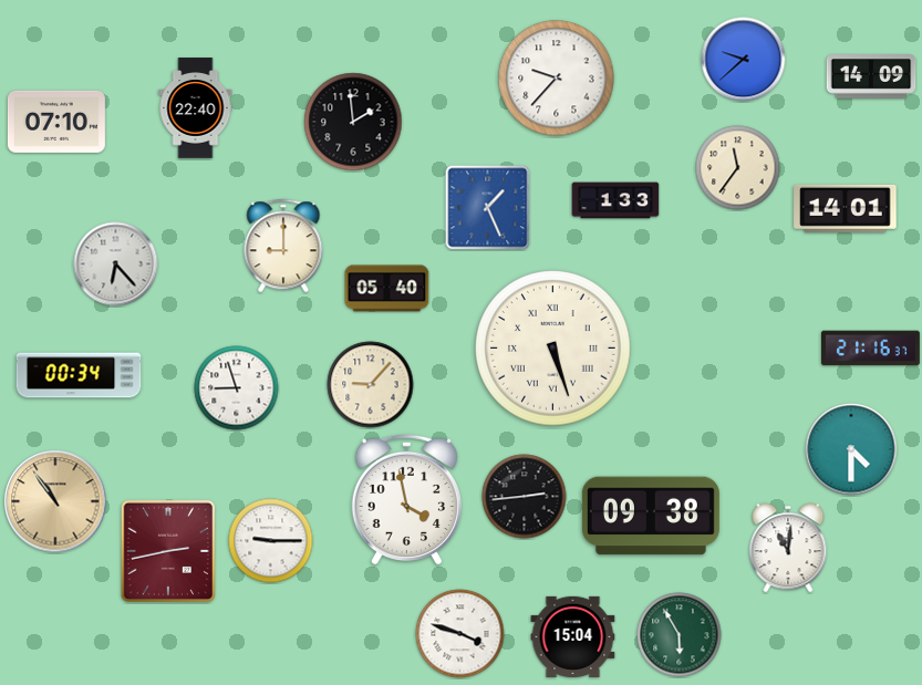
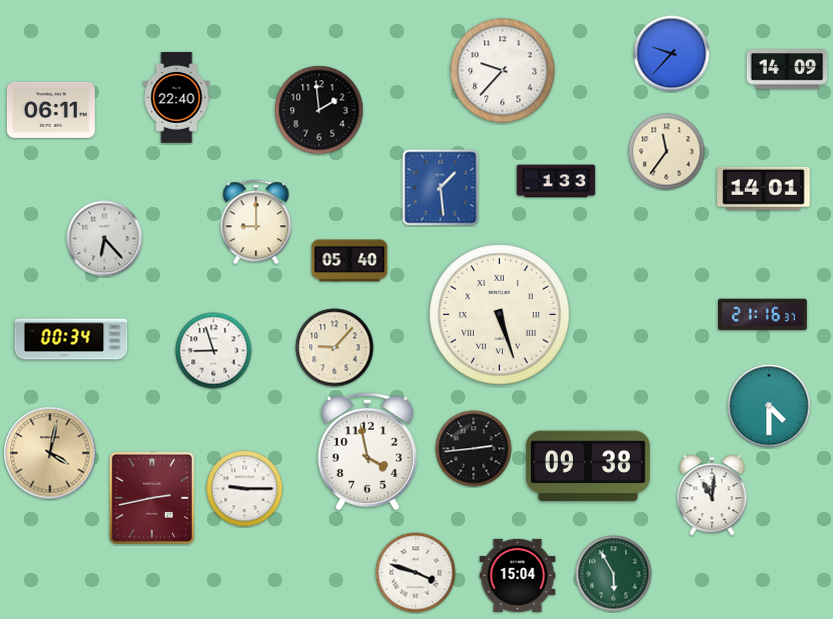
clock at (744, 60): 9:38 -> 9:37
clock at (56, 122): 07:10 -> 06:11
clock at (488, 208): 1:26 -> 1:29
clock at (870, 349) position: (870, 349) -> (762, 315)
clock at (55, 501): 10:54 -> 4:02
